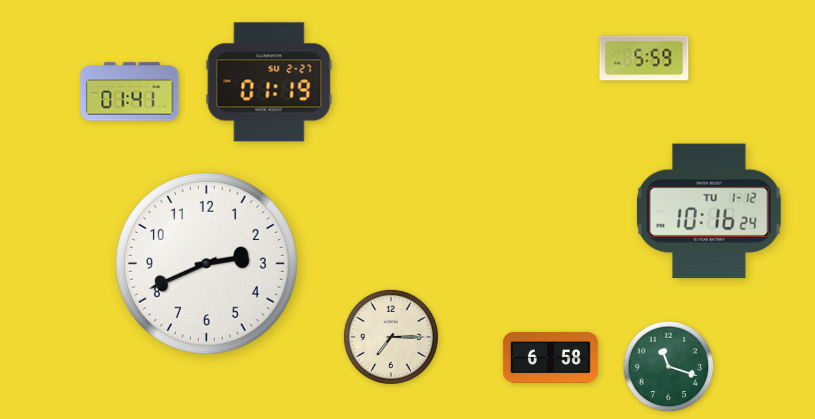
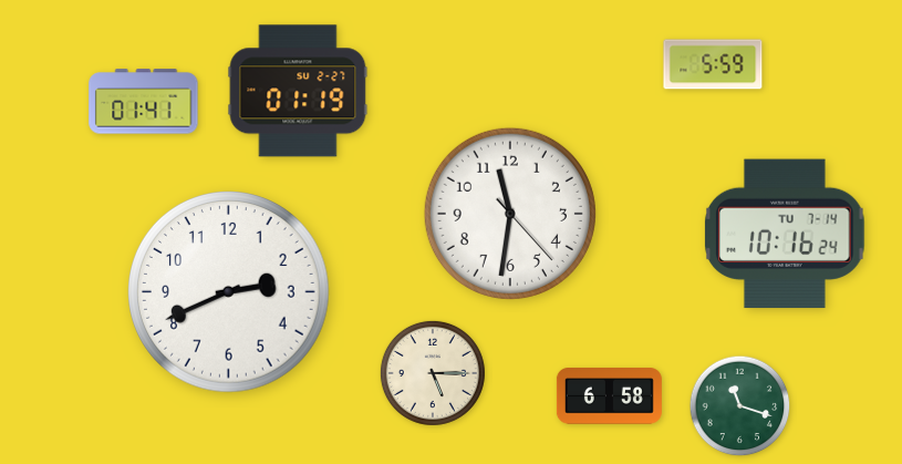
clock at (510, 214): none -> 11:31
clock at (710, 211) date: TU 1-12 -> TU 7-14
clock at (391, 337): 7:15 -> 5:15
